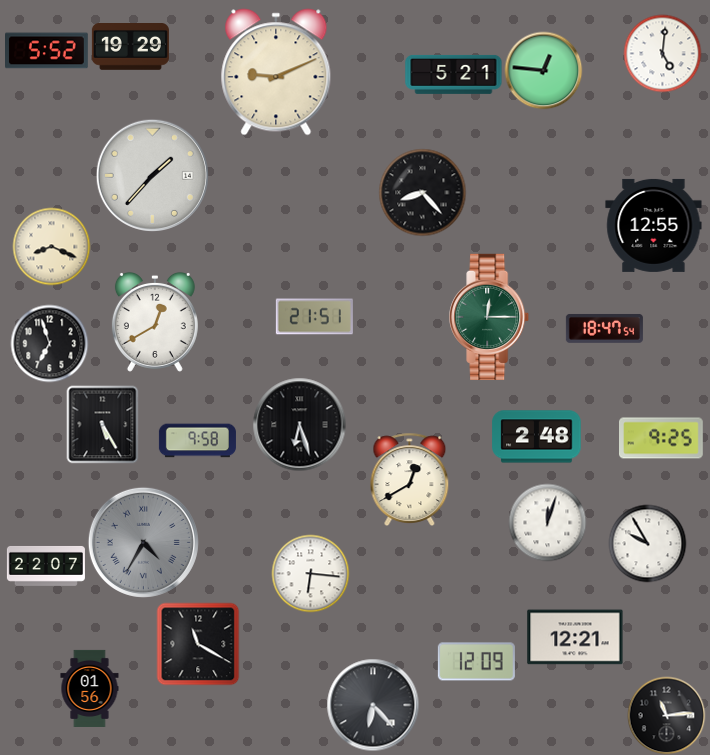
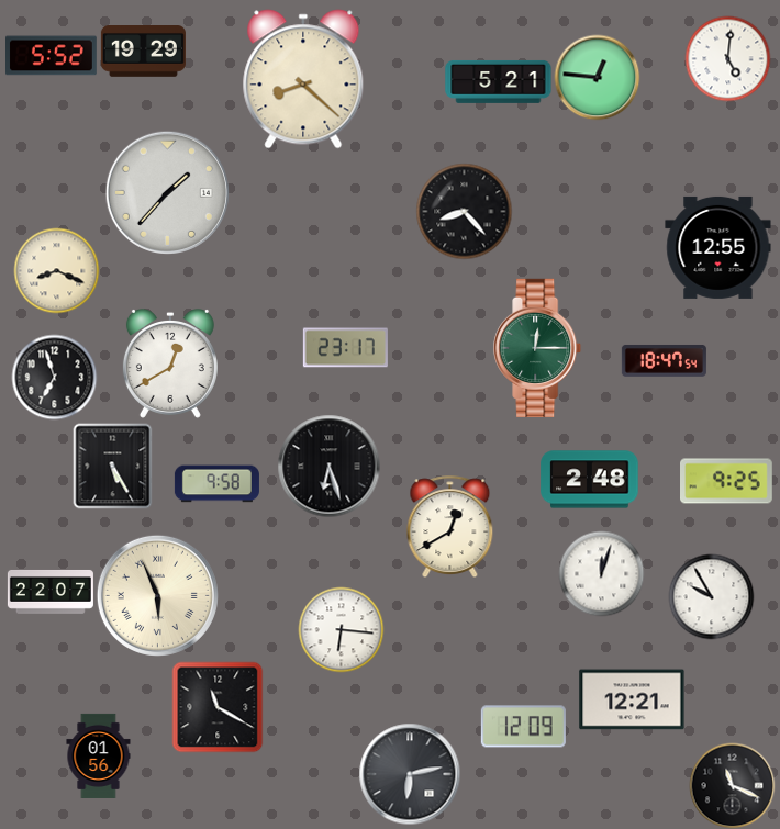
clock at (276, 72): 9:11 -> 8:22
clock at (314, 317): 21:51 -> 23:17
clock at (155, 322) position: (155, 322) -> (170, 363)
clock at (143, 542): 4:35 -> 5:56
clock at (143, 542) dial: grey -> cream
clock at (46, 566) position: (46, 566) -> (51, 592)
clock at (373, 705): 6:23 -> 6:13
clock at (666, 715): 11:14 -> 11:19
